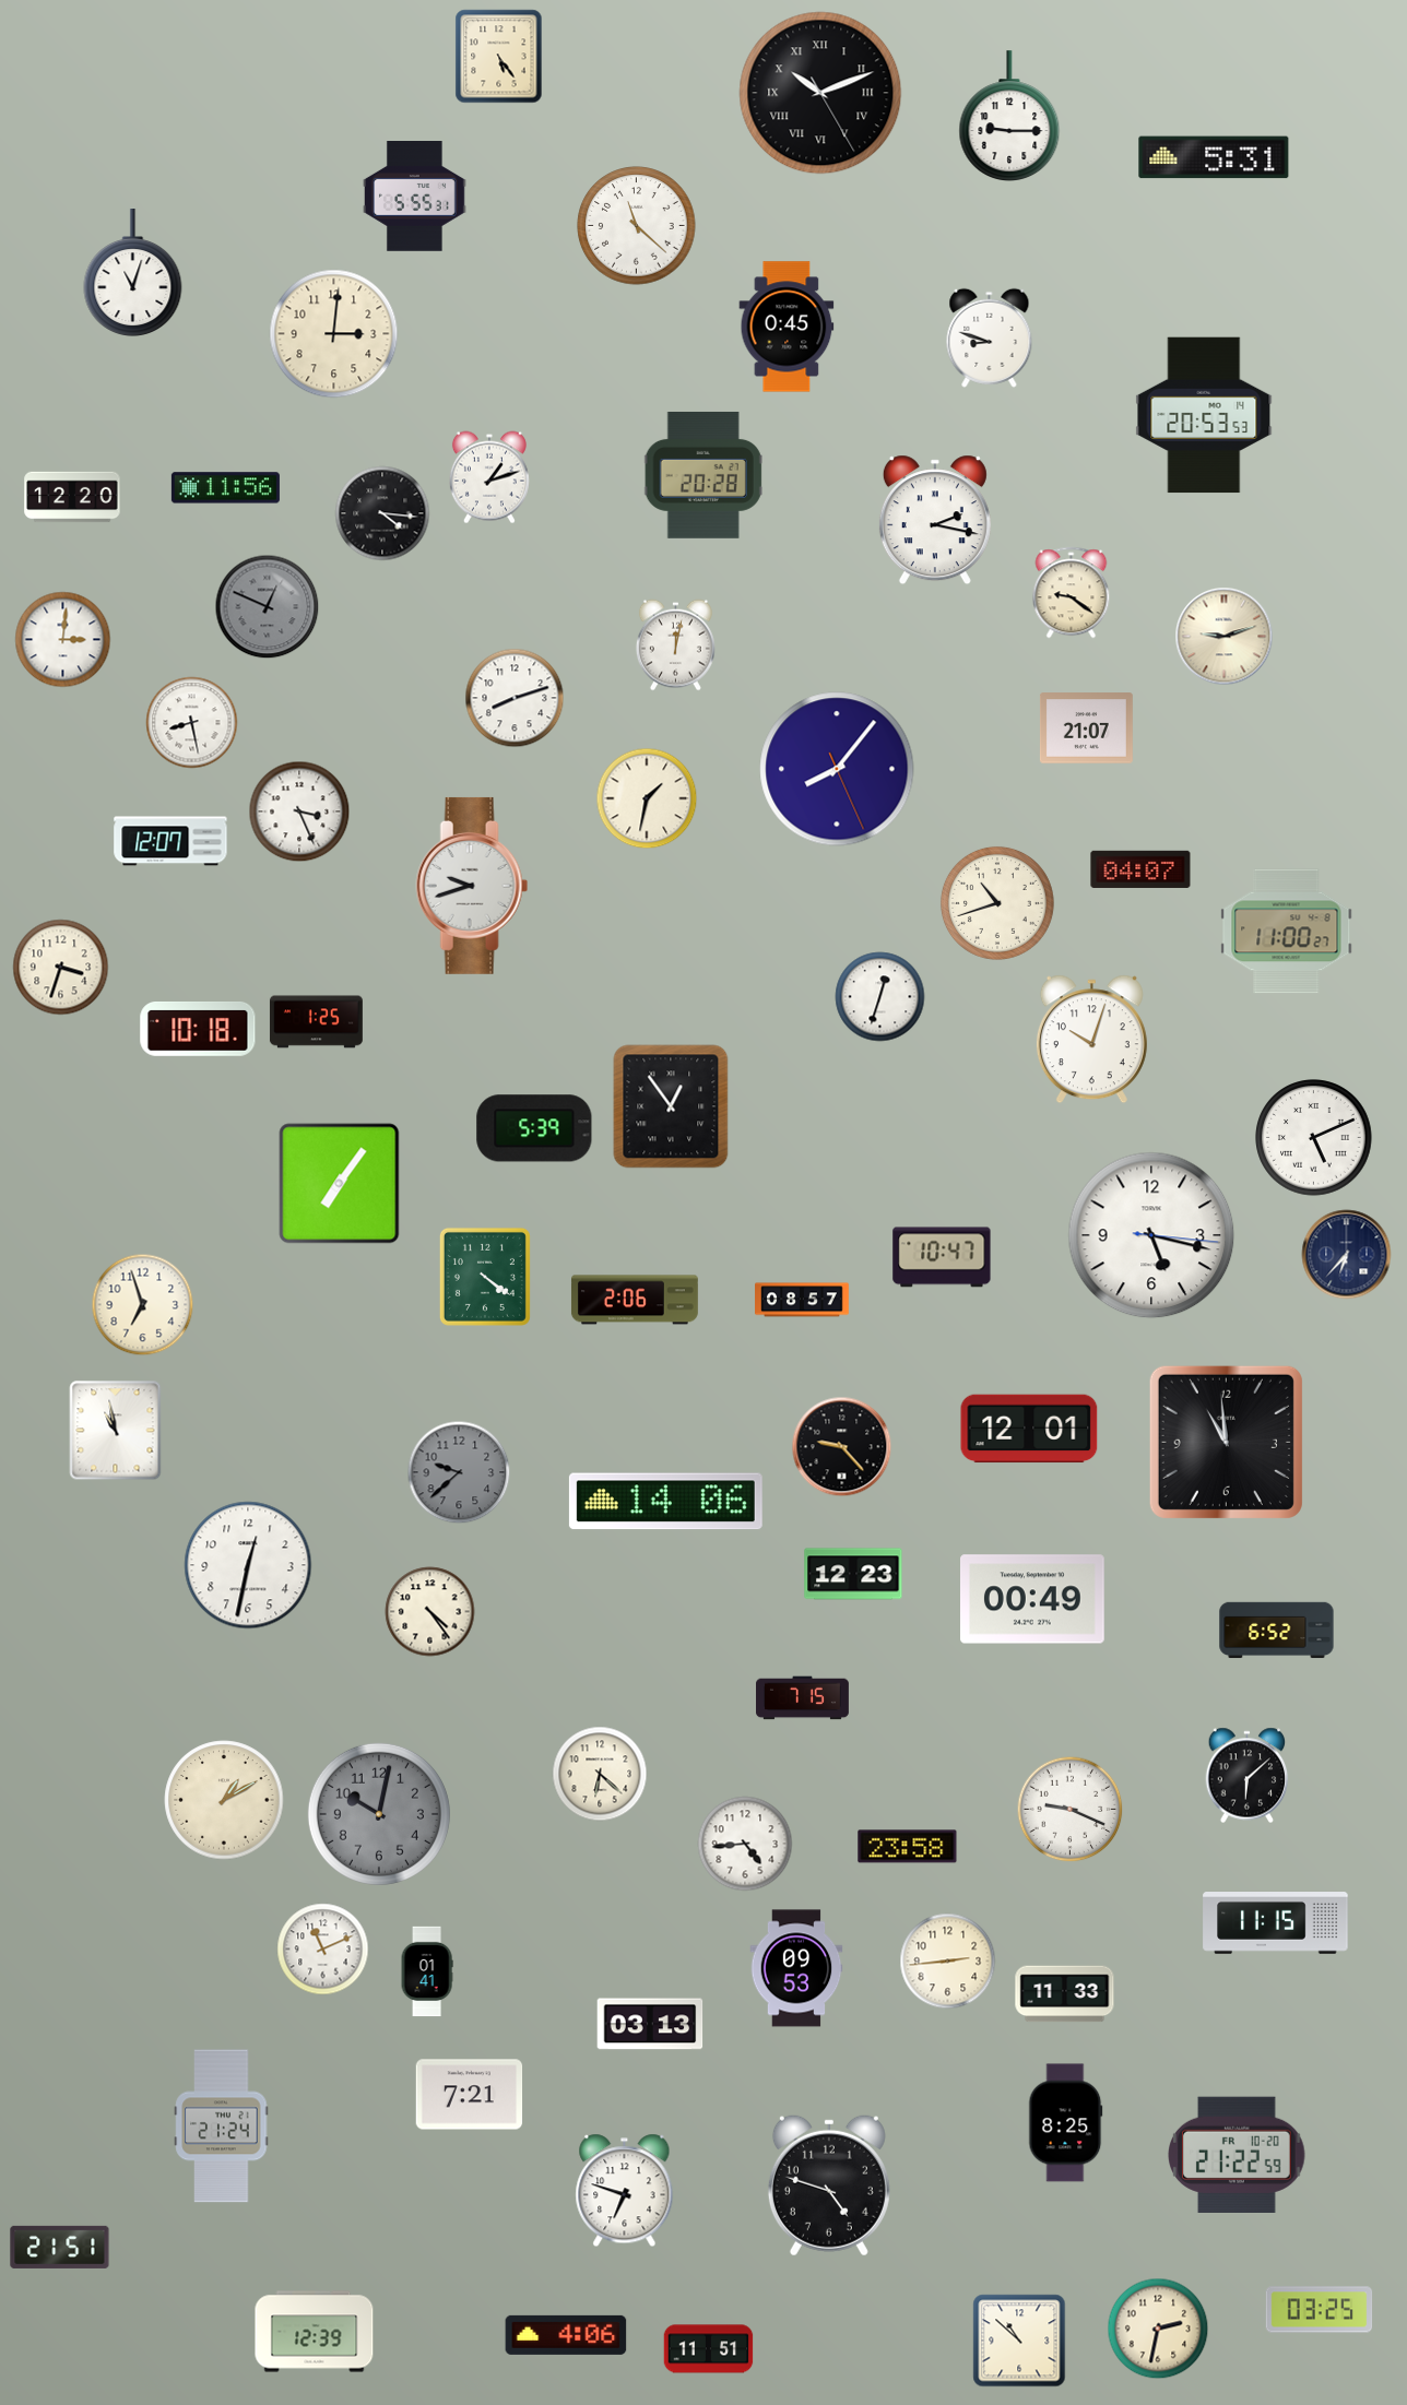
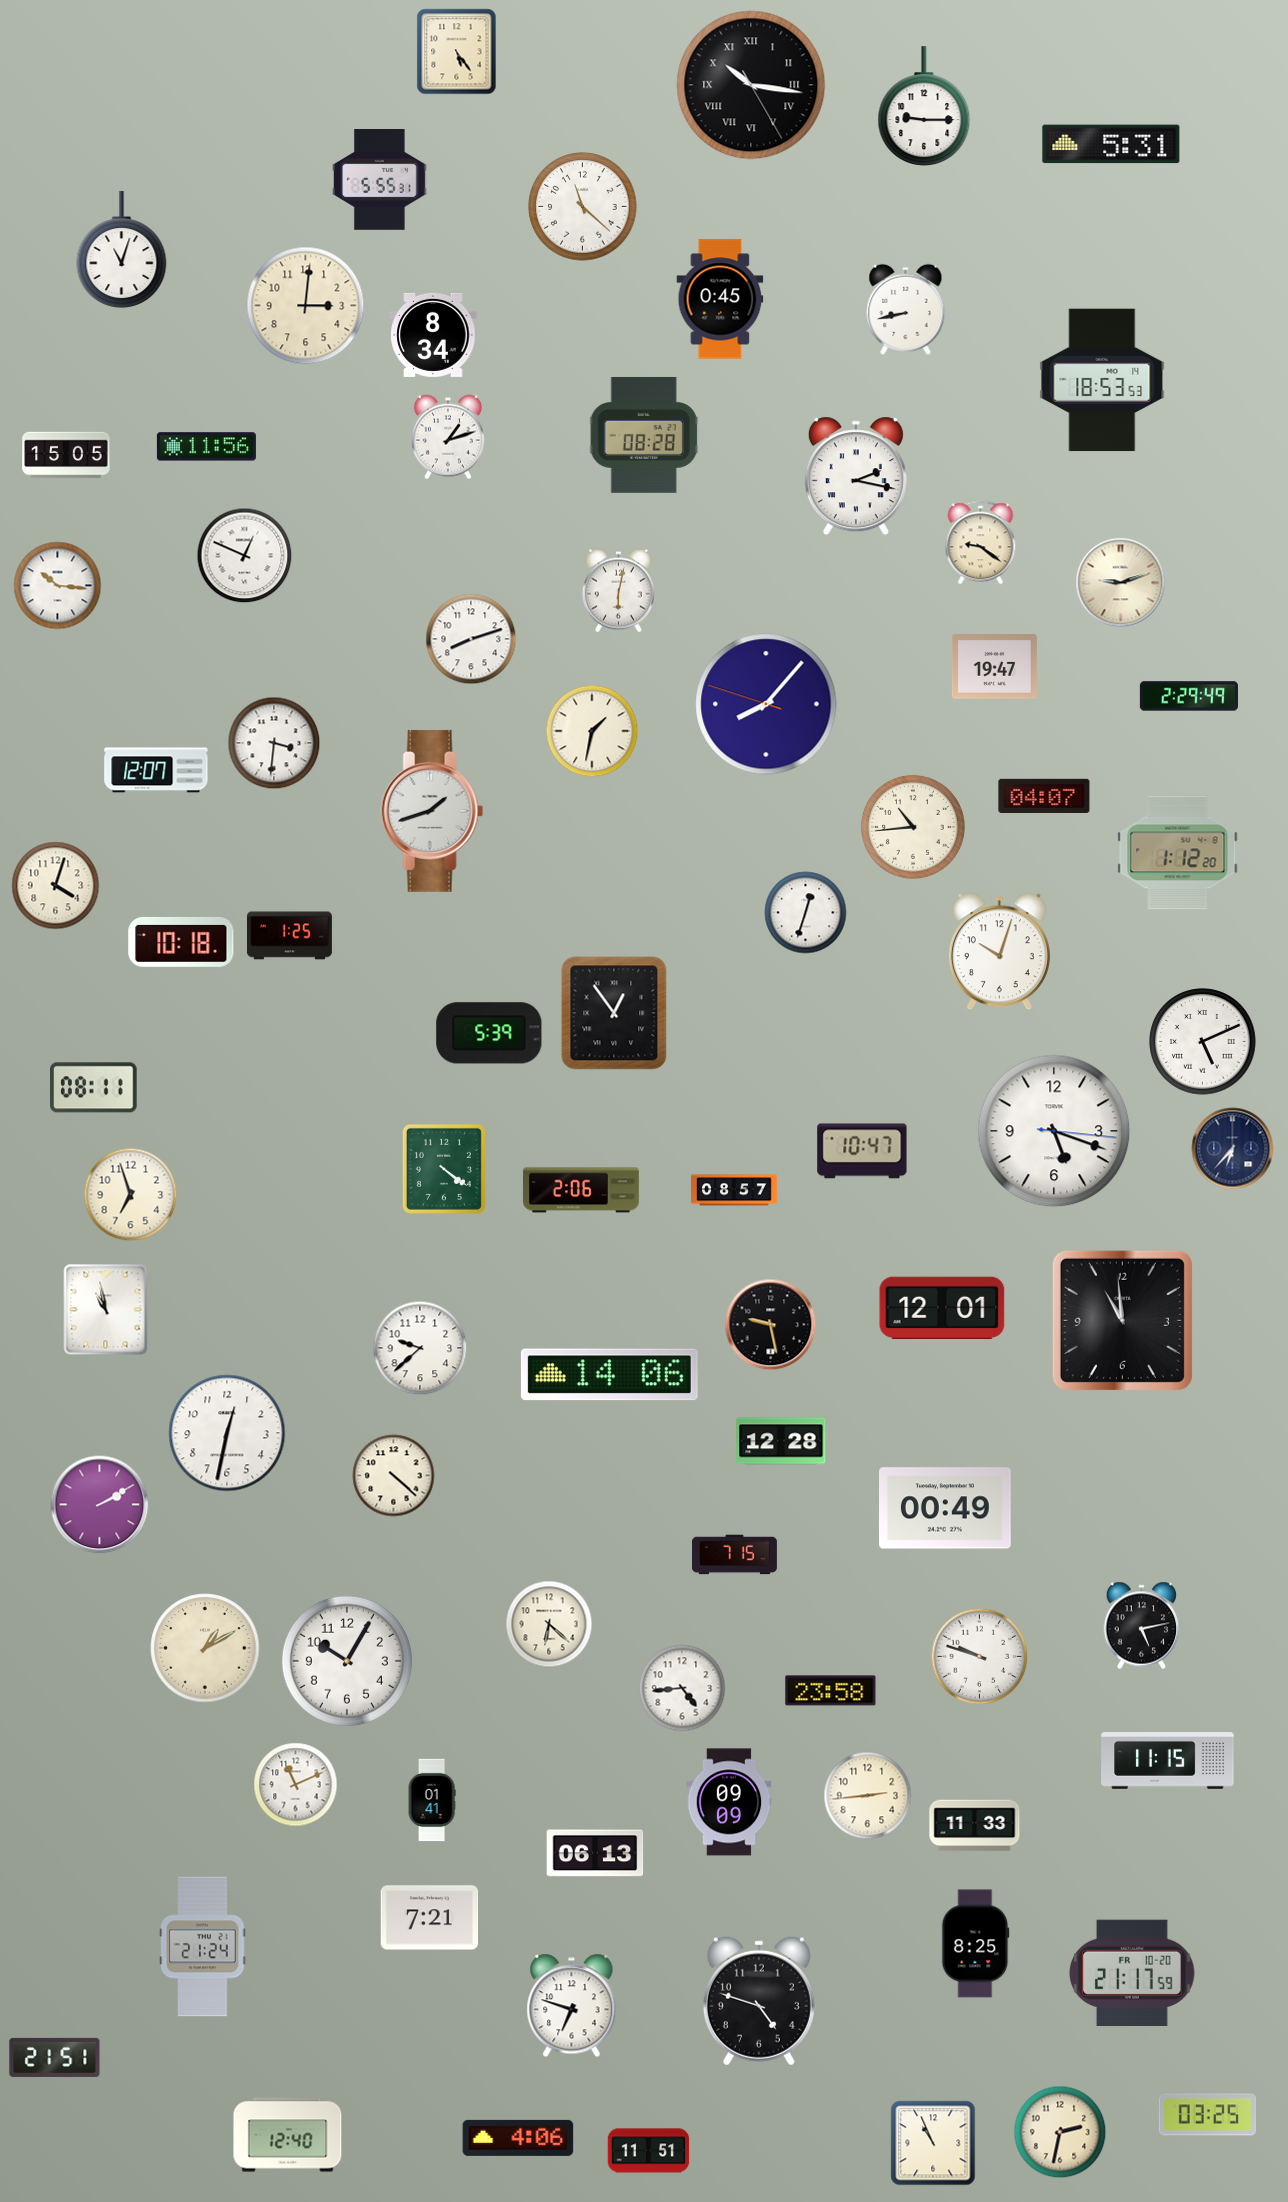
clock at (820, 93): 10:11 -> 10:16
clock at (990, 337): 8:48 -> 8:43
clock at (433, 335): none -> 8:34
clock at (1204, 415): 20:53 -> 18:53
clock at (703, 475): 20:28 -> 08:28
clock at (72, 497): 12:20 -> 15:05
clock at (382, 513): 4:16 -> none
clock at (268, 607) dial: grey -> white
clock at (63, 640): 3:01 -> 10:16
clock at (675, 645): 12:02 -> 6:02
clock at (192, 723): 8:28 -> none
clock at (1086, 728): 21:07 -> 19:47
clock at (1188, 696): none -> 2:29
clock at (837, 769): 8:06:26 -> 8:06:48
clock at (299, 811): 3:26 -> 3:31
clock at (472, 886): 9:42 -> 1:42
clock at (997, 903): 10:42 -> 10:44
clock at (1287, 932): 11:00 -> 1:12
clock at (61, 968): 3:33 -> 4:03
clock at (340, 1184): 7:06 -> none
clock at (94, 1088): none -> 08:11
clock at (1151, 1235): 5:17 -> 5:18
clock at (842, 1447): 9:23 -> 9:28
clock at (459, 1472) dial: grey -> white
clock at (853, 1574): 12:23 -> 12:28
clock at (1033, 1599) position: (1033, 1599) -> (946, 1508)
clock at (430, 1612): 4:24 -> 4:22
clock at (1277, 1631): 6:52 -> none
clock at (100, 1505): none -> 2:10
clock at (1248, 1776): 6:08 -> 5:13
clock at (1071, 1810): 9:19 -> 9:48
clock at (379, 1814): 10:02 -> 10:05
clock at (379, 1814) dial: grey -> white
clock at (796, 1968): 09:53 -> 09:09
clock at (427, 1971) position: (427, 1971) -> (432, 1800)
clock at (650, 2024): 03:13 -> 06:13
clock at (1237, 2154): 21:22 -> 21:17
clock at (315, 2332): 12:39 -> 12:40
clock at (1019, 2341): 10:52 -> 10:56
